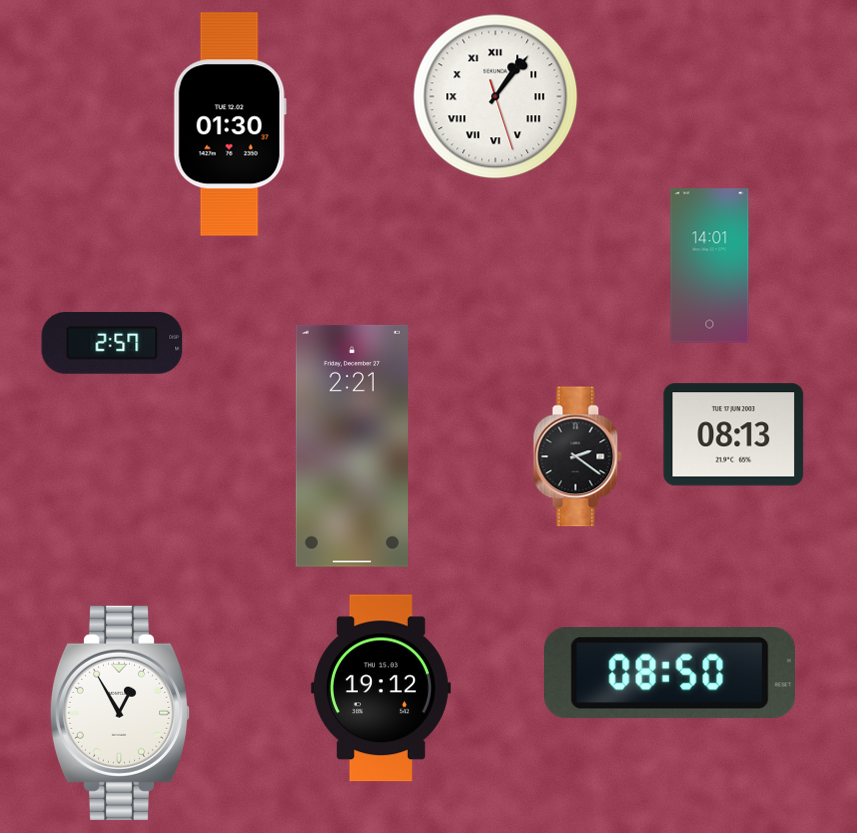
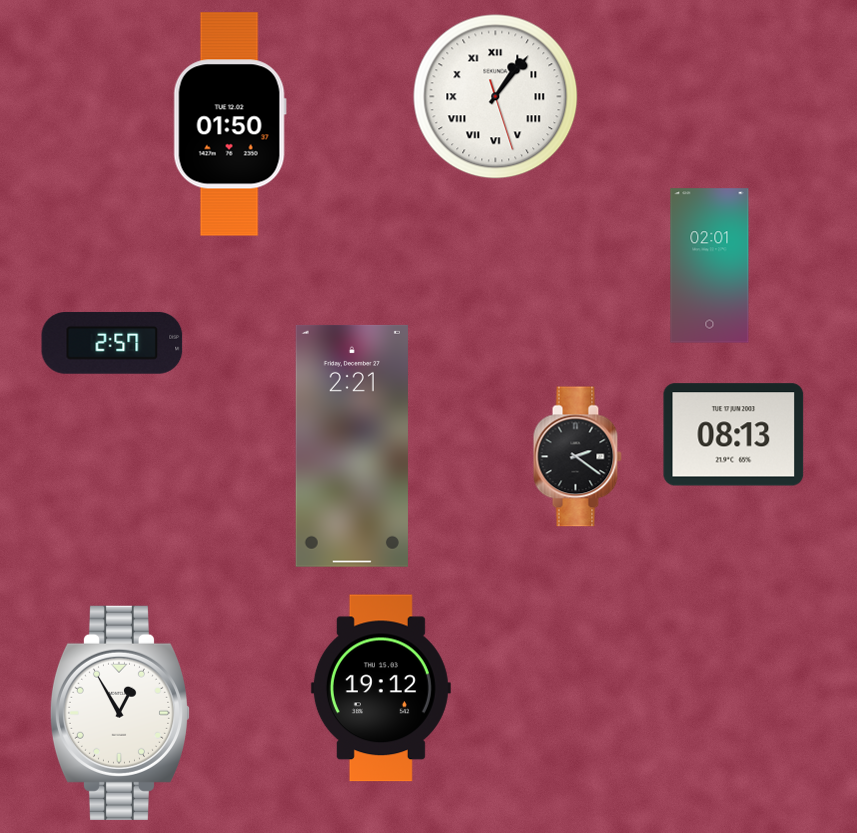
clock at (230, 124): 01:30 -> 01:50
clock at (710, 266): 14:01 -> 02:01
clock at (669, 673): 08:50 -> none
